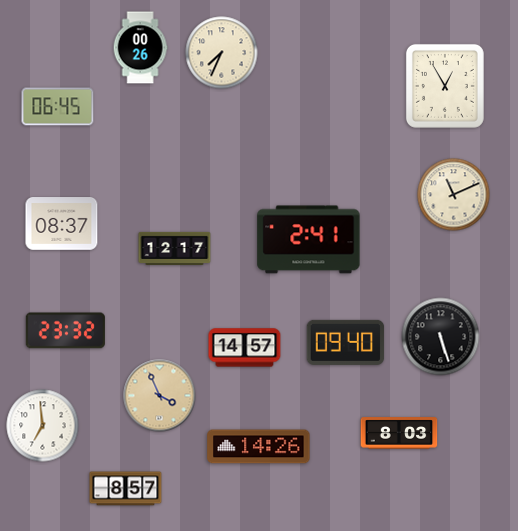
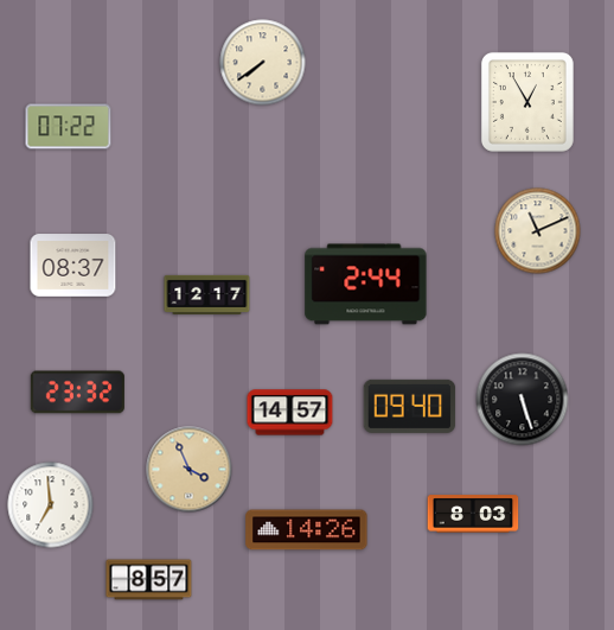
clock at (140, 48): 00:26 -> none
clock at (222, 53): 7:34 -> 7:39
clock at (58, 107): 06:45 -> 07:22
clock at (309, 240): 2:41 -> 2:44
